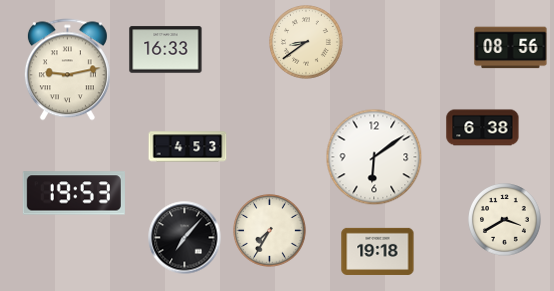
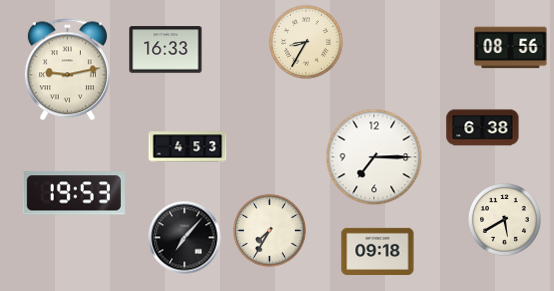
clock at (306, 42): 8:39 -> 8:35
clock at (374, 157): 6:09 -> 7:15
clock at (505, 220): 3:40 -> 5:40
clock at (378, 251): 19:18 -> 09:18
